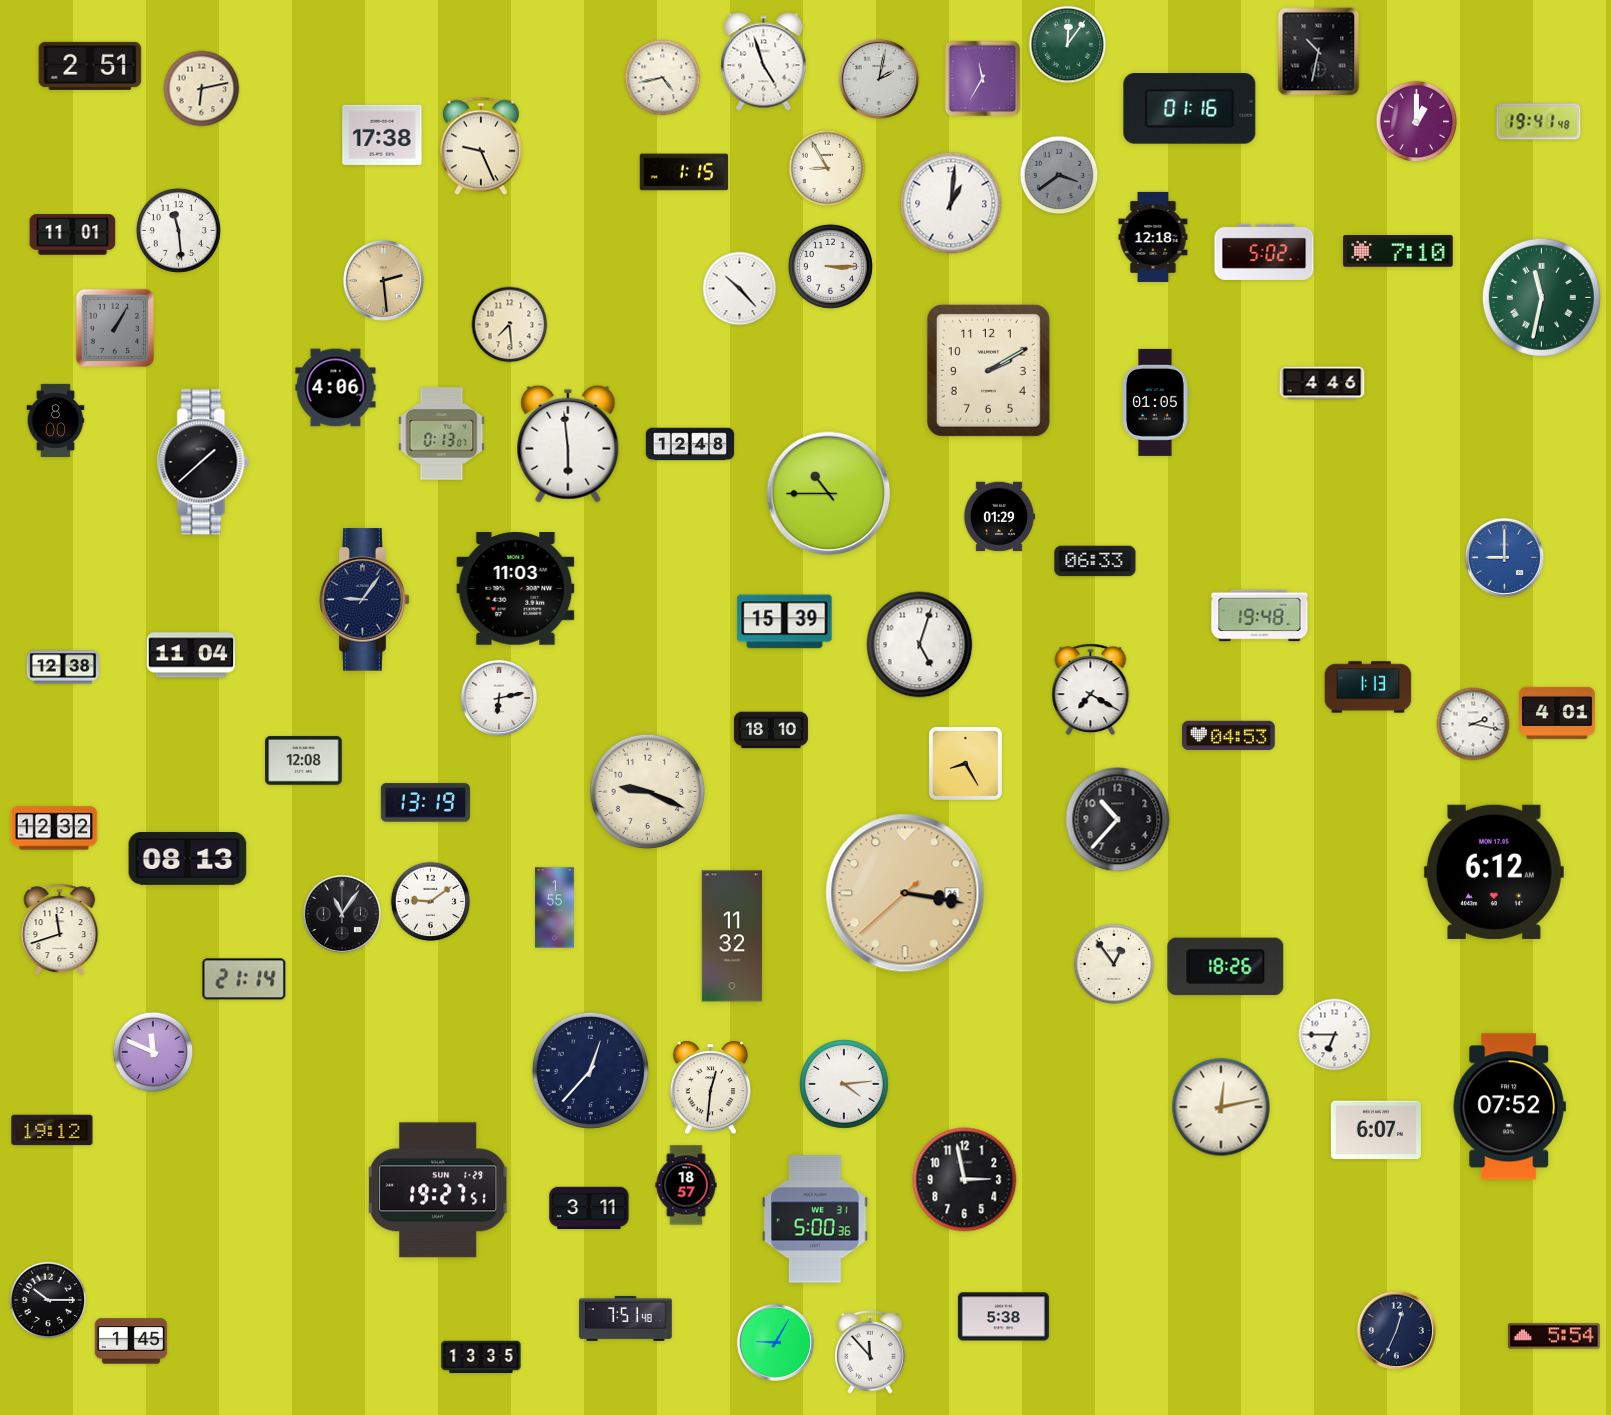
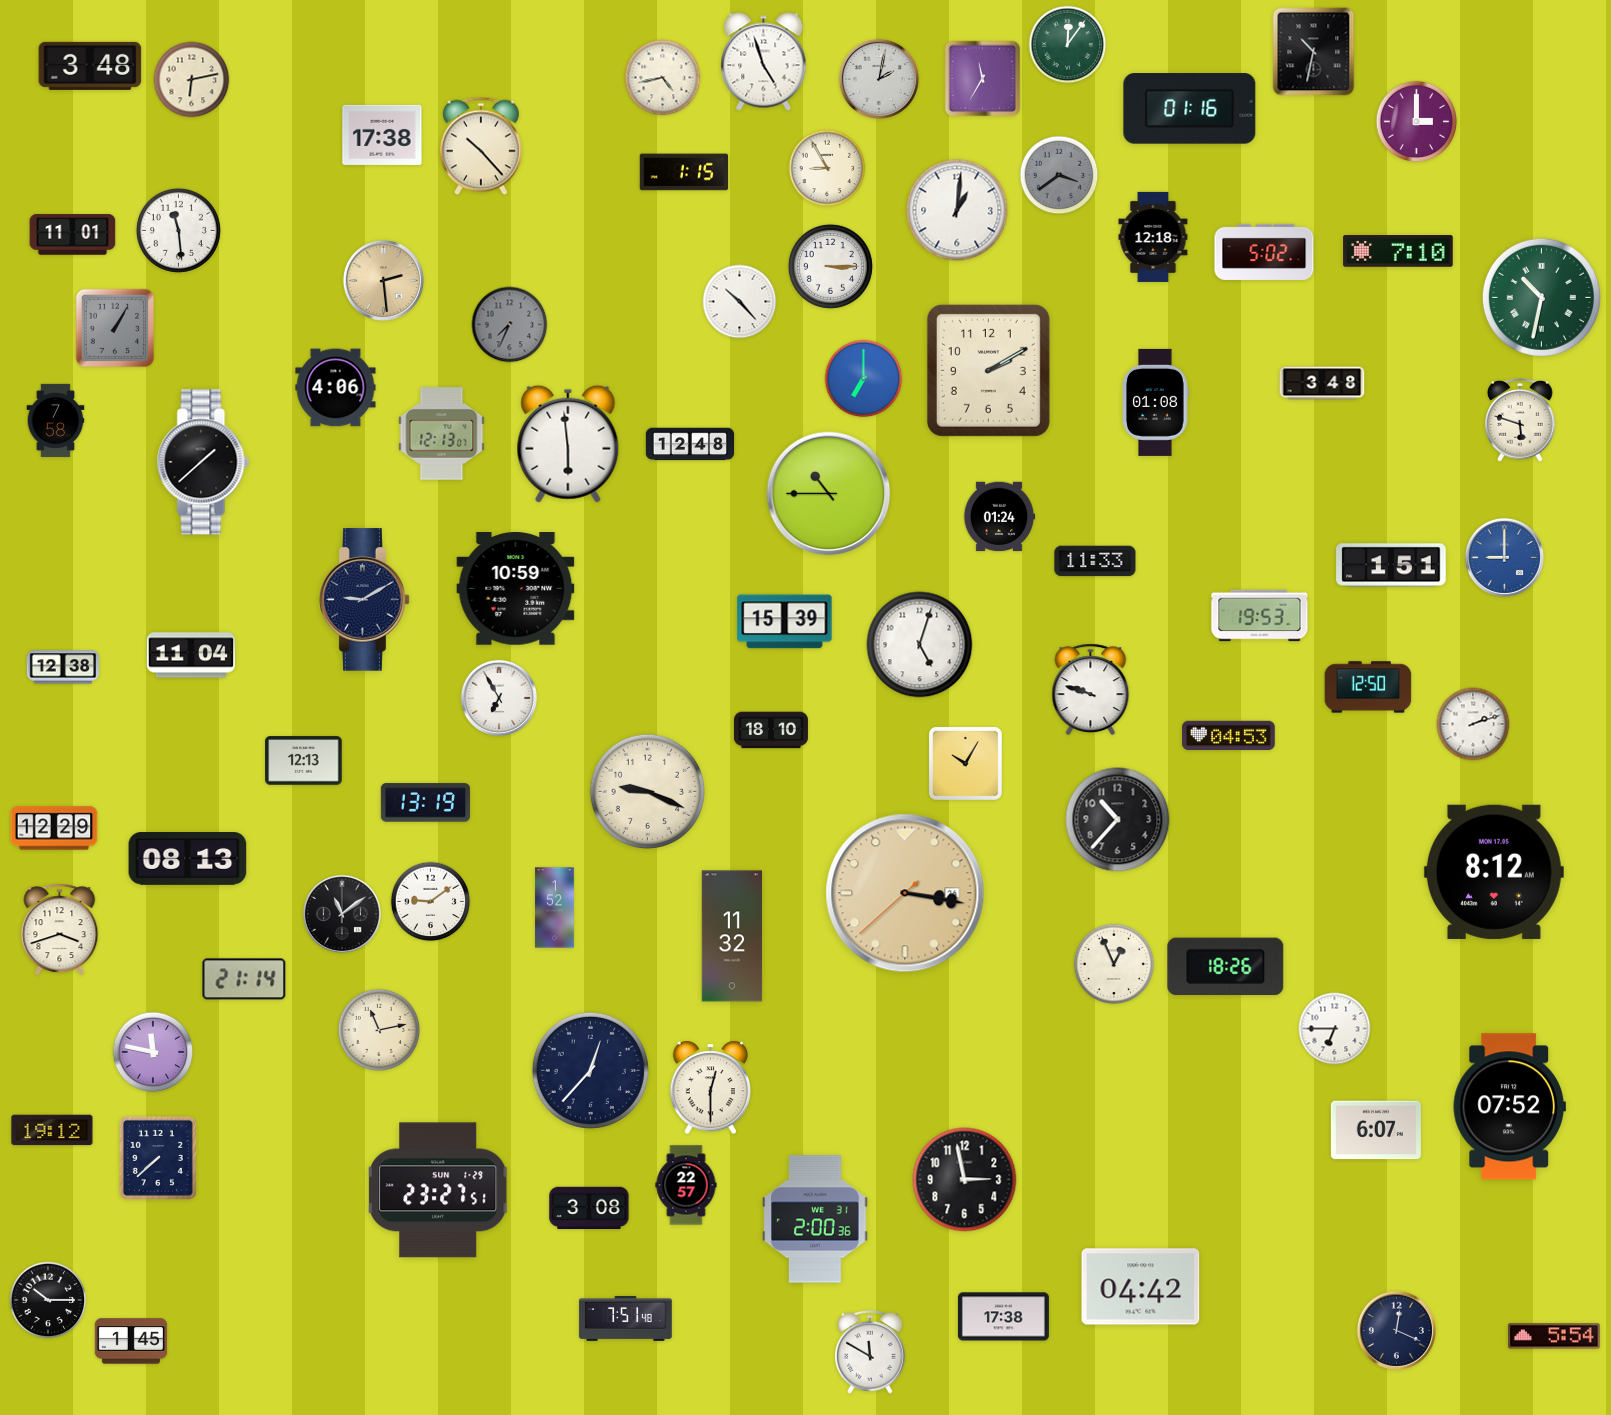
clock at (1319, 52) position: (1319, 52) -> (1314, 52)
clock at (90, 66): 2:51 -> 3:48
clock at (202, 89) position: (202, 89) -> (192, 80)
clock at (1417, 122): 1:00 -> 3:00
clock at (1539, 122): 19:41 -> none
clock at (481, 146): 9:26 -> 10:23
clock at (951, 203) position: (951, 203) -> (957, 210)
clock at (740, 289) position: (740, 289) -> (740, 302)
clock at (1541, 297): 11:32 -> 10:32
clock at (510, 325): 7:29 -> 7:34
clock at (510, 325) dial: cream -> grey
clock at (864, 379): none -> 7:00
clock at (1322, 383): 4:46 -> 3:48
clock at (1156, 402): 01:05 -> 01:08
clock at (56, 420): 8:00 -> 7:58
clock at (1520, 421): none -> 5:48
clock at (442, 434): 0:13 -> 12:13
clock at (999, 517): 01:29 -> 01:24
clock at (1095, 561): 06:33 -> 11:33
clock at (1391, 565): none -> 1:51
clock at (516, 589): 11:03 -> 10:59
clock at (365, 600): 9:06 -> 9:10
clock at (1260, 616): 19:48 -> 19:53
clock at (1368, 687): 1:13 -> 12:50
clock at (1091, 690): 7:20 -> 9:48
clock at (498, 697): 6:13 -> 6:55
clock at (1557, 713): 4:01 -> none
clock at (1473, 724): 2:17 -> 2:12
clock at (304, 761): 12:08 -> 12:13
clock at (965, 763): 8:25 -> 10:05
clock at (54, 828): 12:32 -> 12:29
clock at (1494, 872): 6:12 -> 8:12
clock at (555, 908): 1:55 -> 1:52
clock at (342, 914): 11:06 -> 11:09
clock at (60, 930): 11:42 -> 3:42
clock at (1114, 964): 12:54 -> 12:56
clock at (378, 1029): none -> 11:13
clock at (1335, 1035) position: (1335, 1035) -> (1335, 1029)
clock at (153, 1052): 11:49 -> 11:47
clock at (844, 1084): 4:14 -> none
clock at (711, 1088): 12:31 -> 12:30
clock at (1221, 1107): 12:13 -> none
clock at (158, 1158): none -> 7:38
clock at (686, 1185): 18:57 -> 22:57
clock at (438, 1190): 19:27 -> 23:27
clock at (589, 1208): 3:11 -> 3:08
clock at (815, 1219): 5:00 -> 2:00
clock at (1141, 1287): none -> 04:42
clock at (1003, 1317): 5:38 -> 17:38
clock at (1396, 1330): 12:34 -> 12:19
clock at (775, 1342): 9:05 -> none
clock at (870, 1353): 11:53 -> 11:50
clock at (481, 1357): 13:35 -> none
